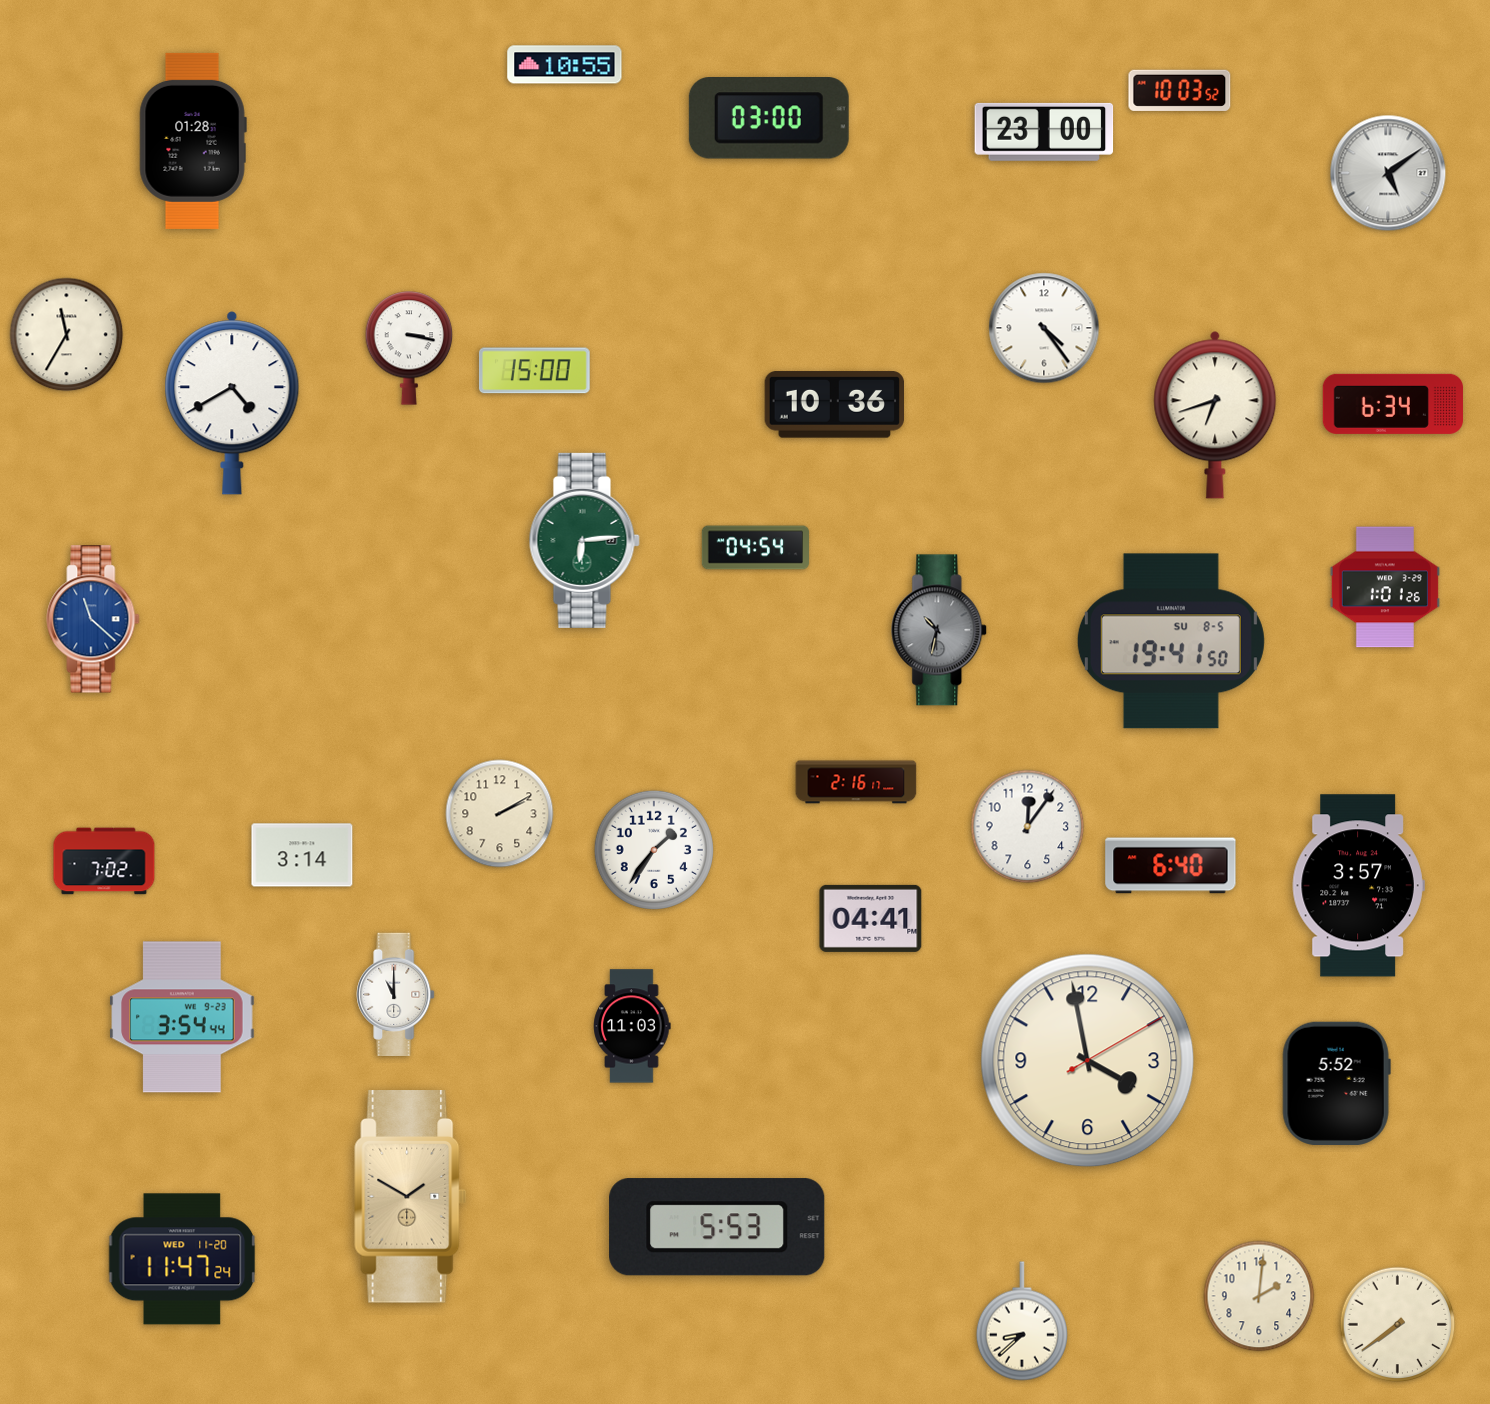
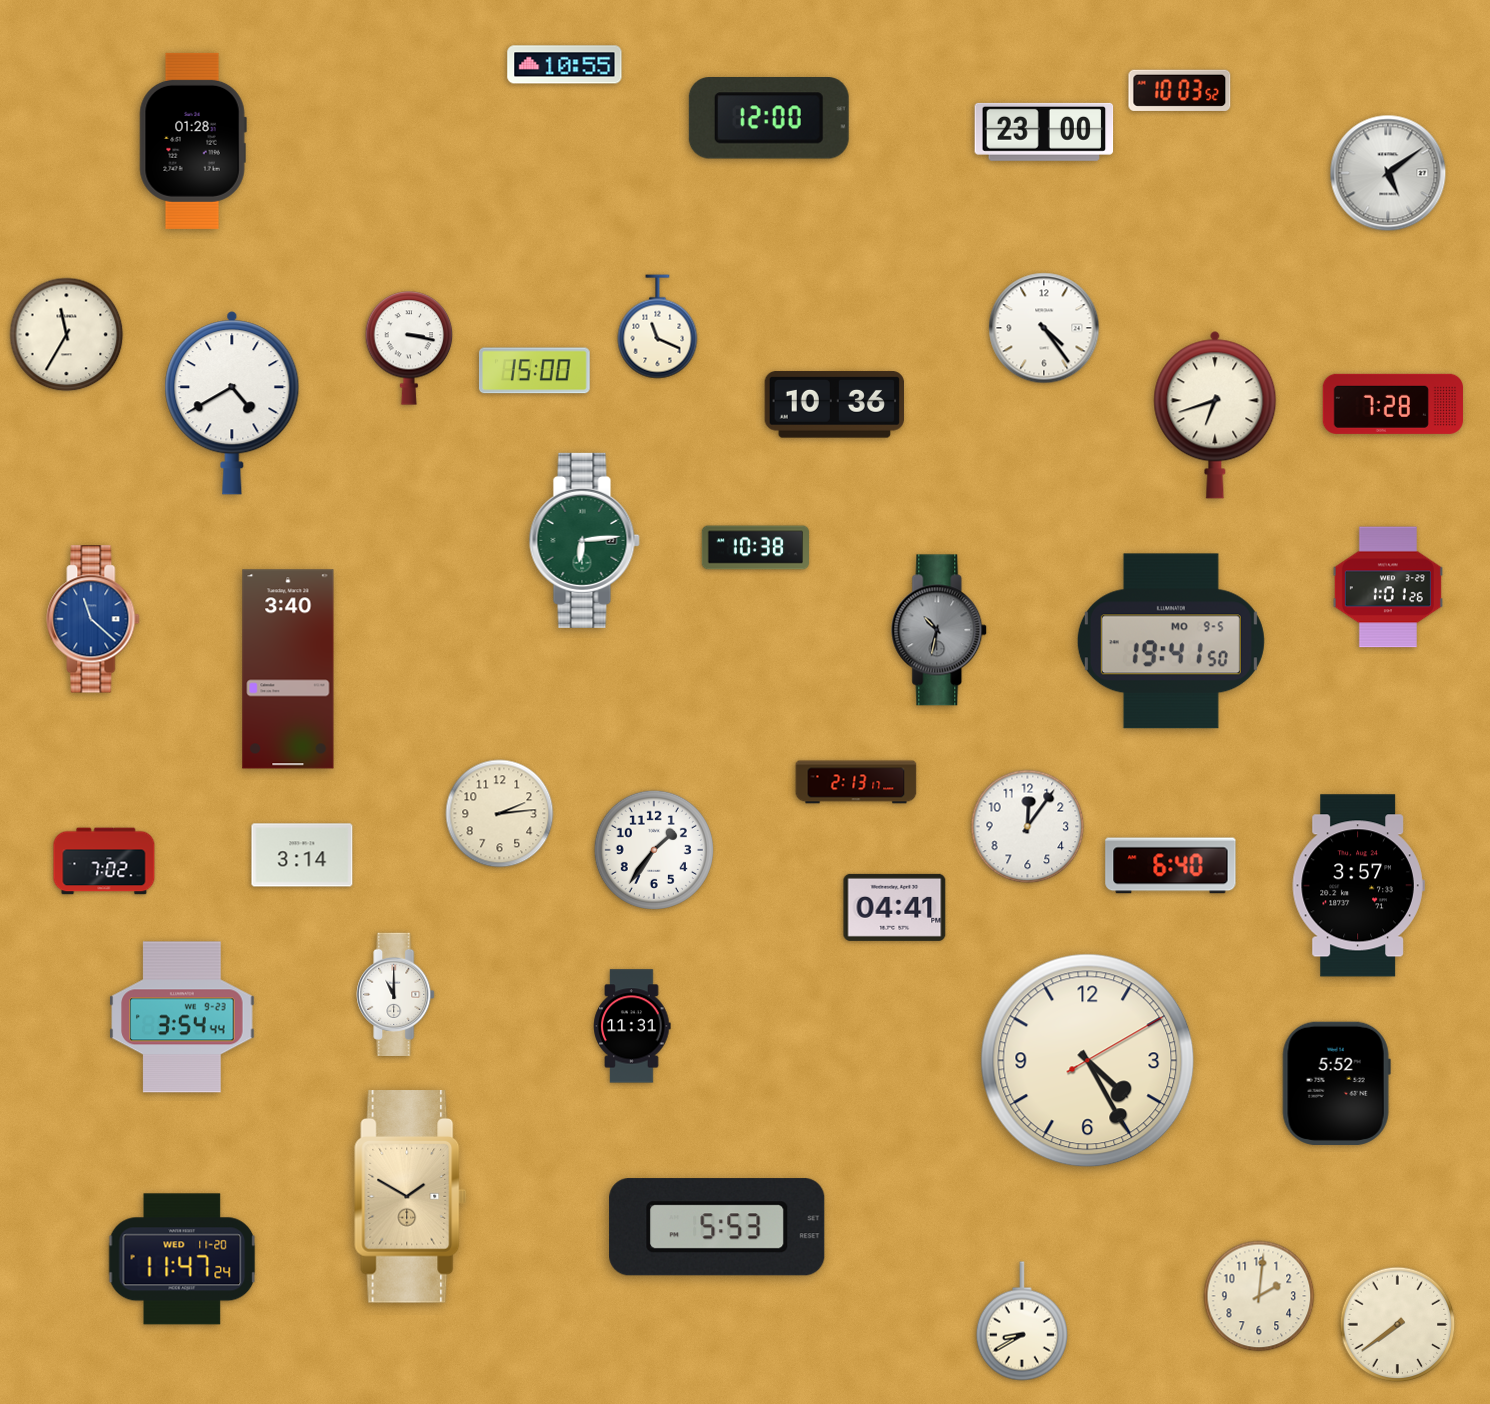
clock at (769, 118): 03:00 -> 12:00
clock at (658, 327): none -> 11:19
clock at (1393, 404): 6:34 -> 7:28
clock at (755, 548): 04:54 -> 10:38
clock at (1385, 587) position: (1385, 587) -> (1388, 587)
clock at (1171, 641) date: SU 8-5 -> MO 9-5
clock at (288, 669): none -> 3:40
clock at (856, 782): 2:16 -> 2:13
clock at (500, 814): 2:10 -> 2:14
clock at (871, 918) position: (871, 918) -> (895, 907)
clock at (632, 1026): 11:03 -> 11:31
clock at (1088, 1061): 3:58 -> 4:25
clock at (1022, 1321): 8:38 -> 8:40
